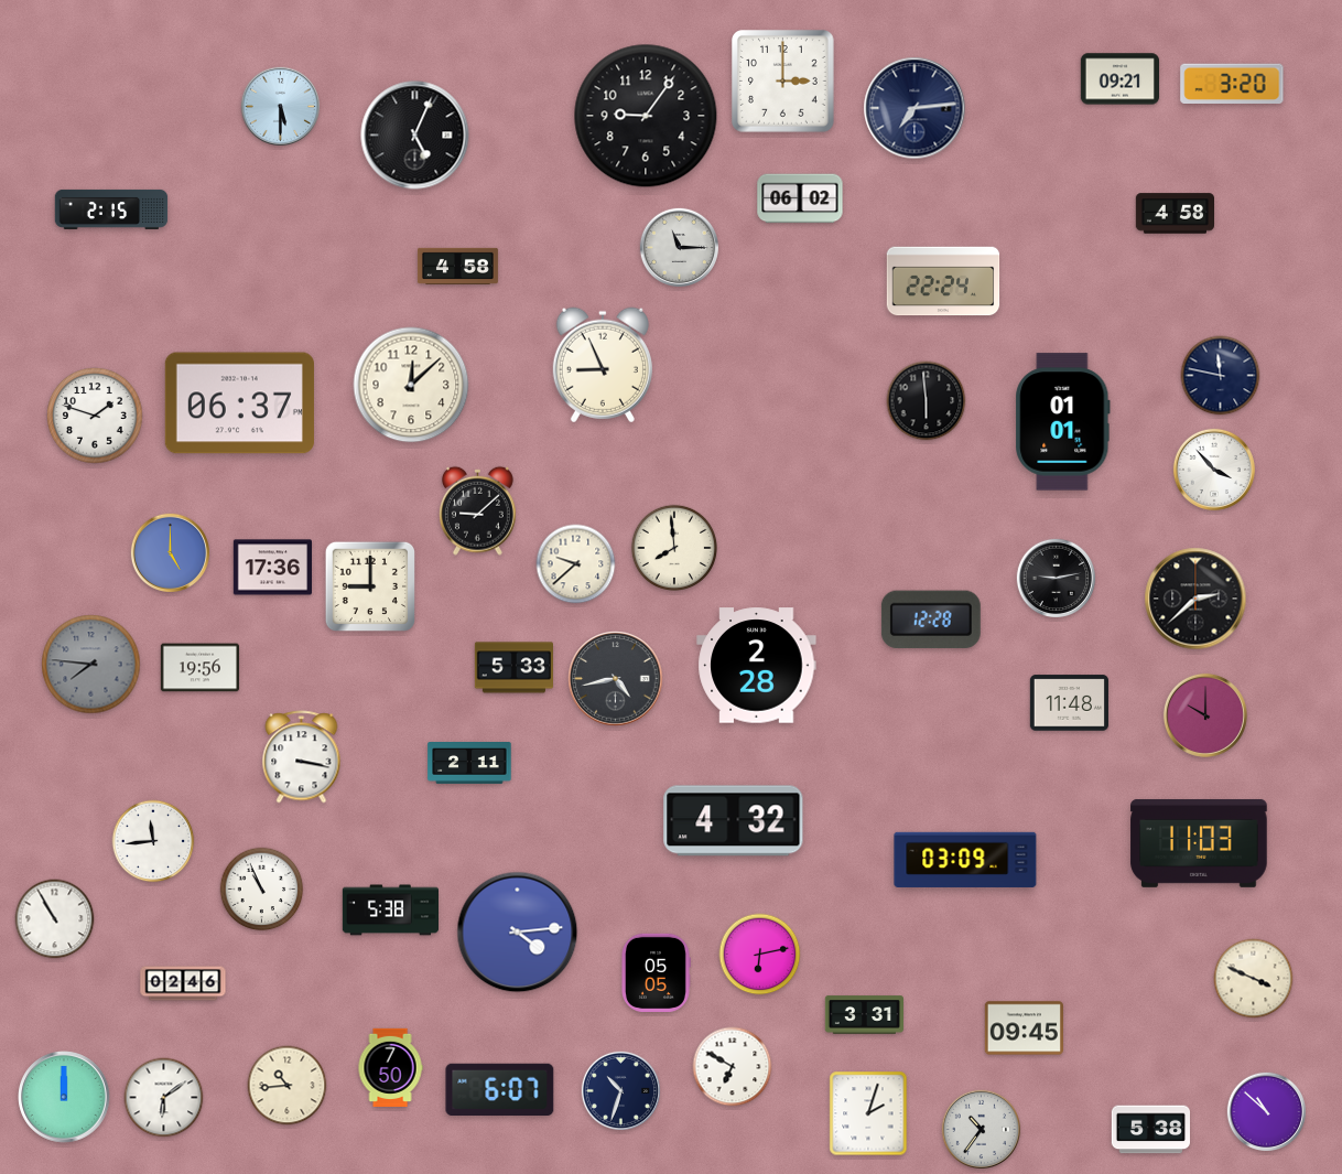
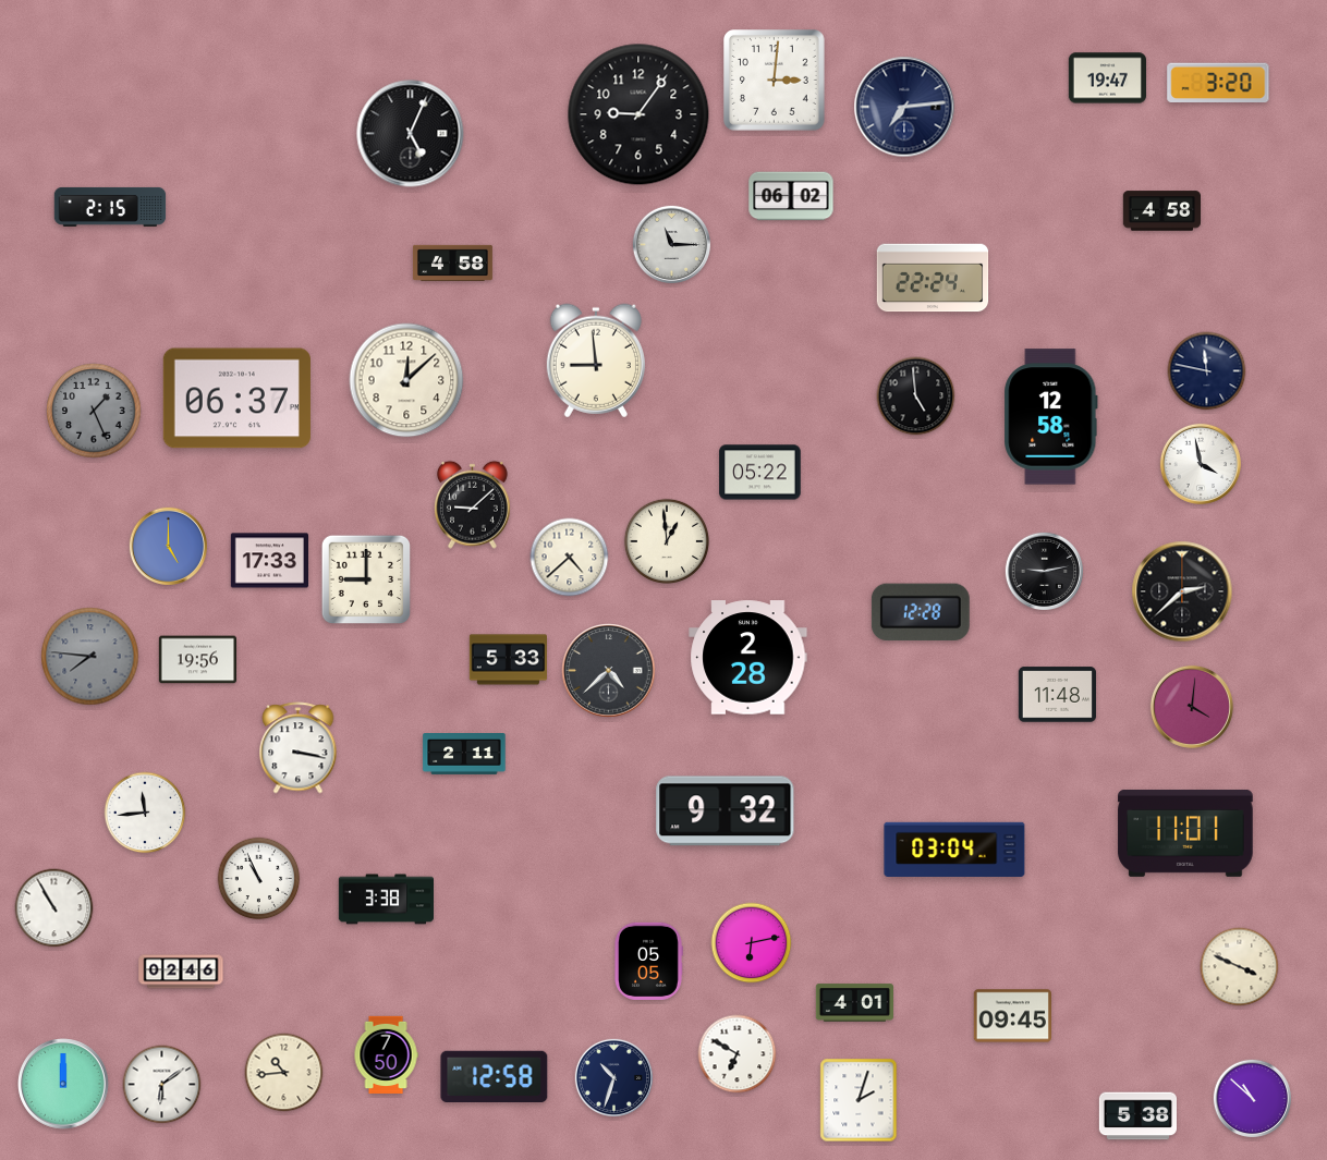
clock at (1119, 79): 09:21 -> 19:47
clock at (783, 82): 3:00 -> 3:01
clock at (280, 106): 5:30 -> none
clock at (603, 365): 8:56 -> 8:59
clock at (927, 401): 5:59 -> 4:59
clock at (95, 416): 1:48 -> 1:26
clock at (95, 416) dial: white -> grey
clock at (1063, 422): 01:01 -> 12:58
clock at (1214, 470): 3:53 -> 3:58
clock at (760, 473): none -> 05:22
clock at (673, 547): 7:59 -> 12:59
clock at (576, 564): 9:38 -> 4:38
clock at (272, 568): 17:36 -> 17:33
clock at (616, 679): 4:43 -> 4:38
clock at (1205, 715): 10:00 -> 4:01
clock at (734, 821): 4:32 -> 9:32
clock at (153, 841) position: (153, 841) -> (145, 813)
clock at (1199, 843): 11:03 -> 11:01
clock at (965, 860): 03:09 -> 03:04
clock at (390, 911): 5:38 -> 3:38
clock at (518, 933): 4:14 -> none
clock at (864, 1015): 3:31 -> 4:01
clock at (733, 1067) position: (733, 1067) -> (738, 1054)
clock at (500, 1089): 6:07 -> 12:58
clock at (981, 1129): 10:36 -> none
